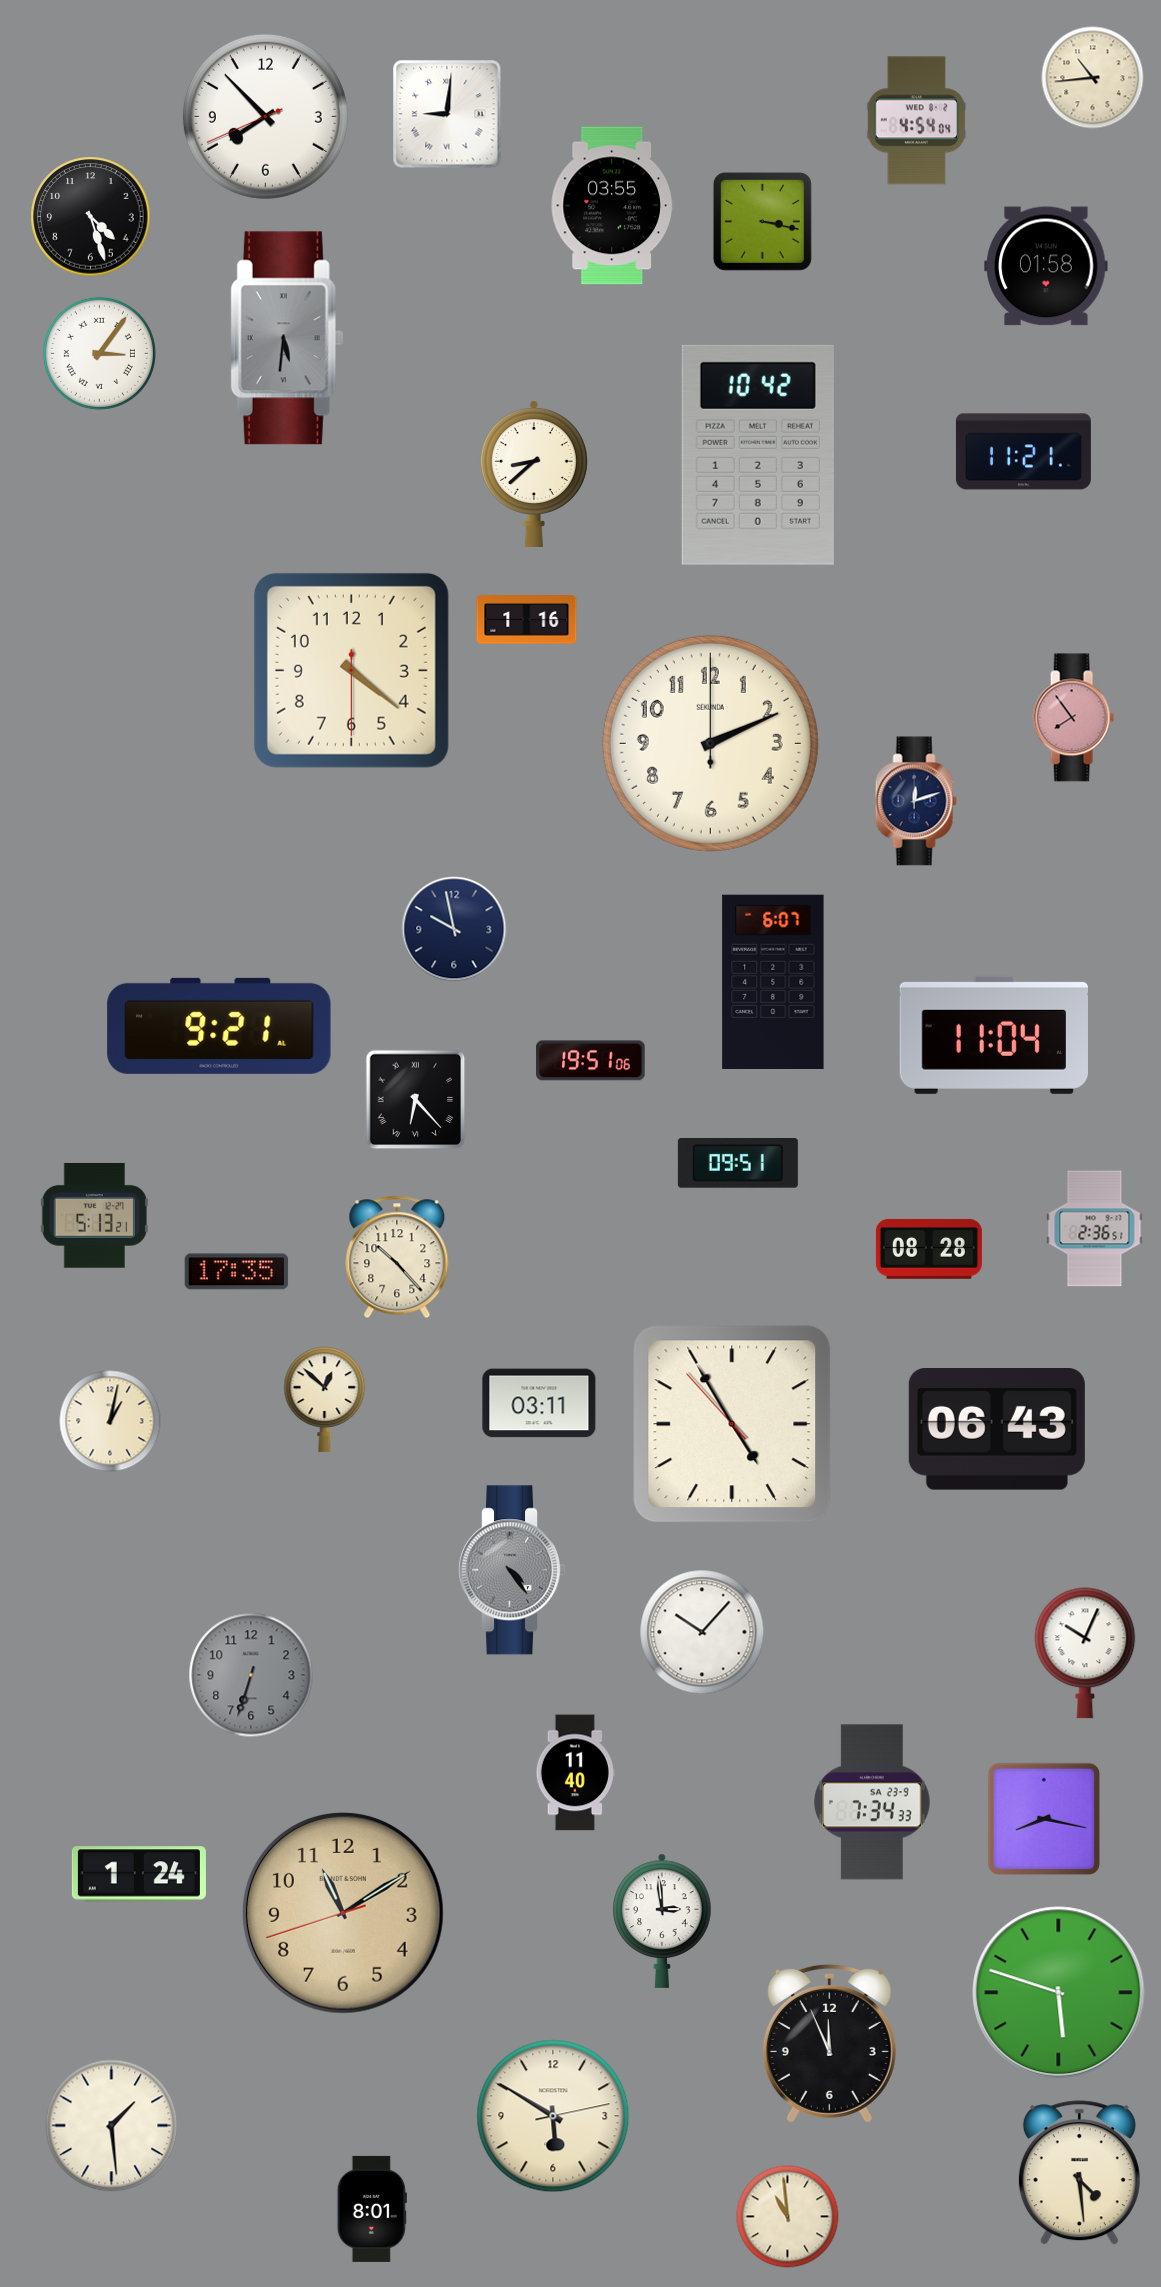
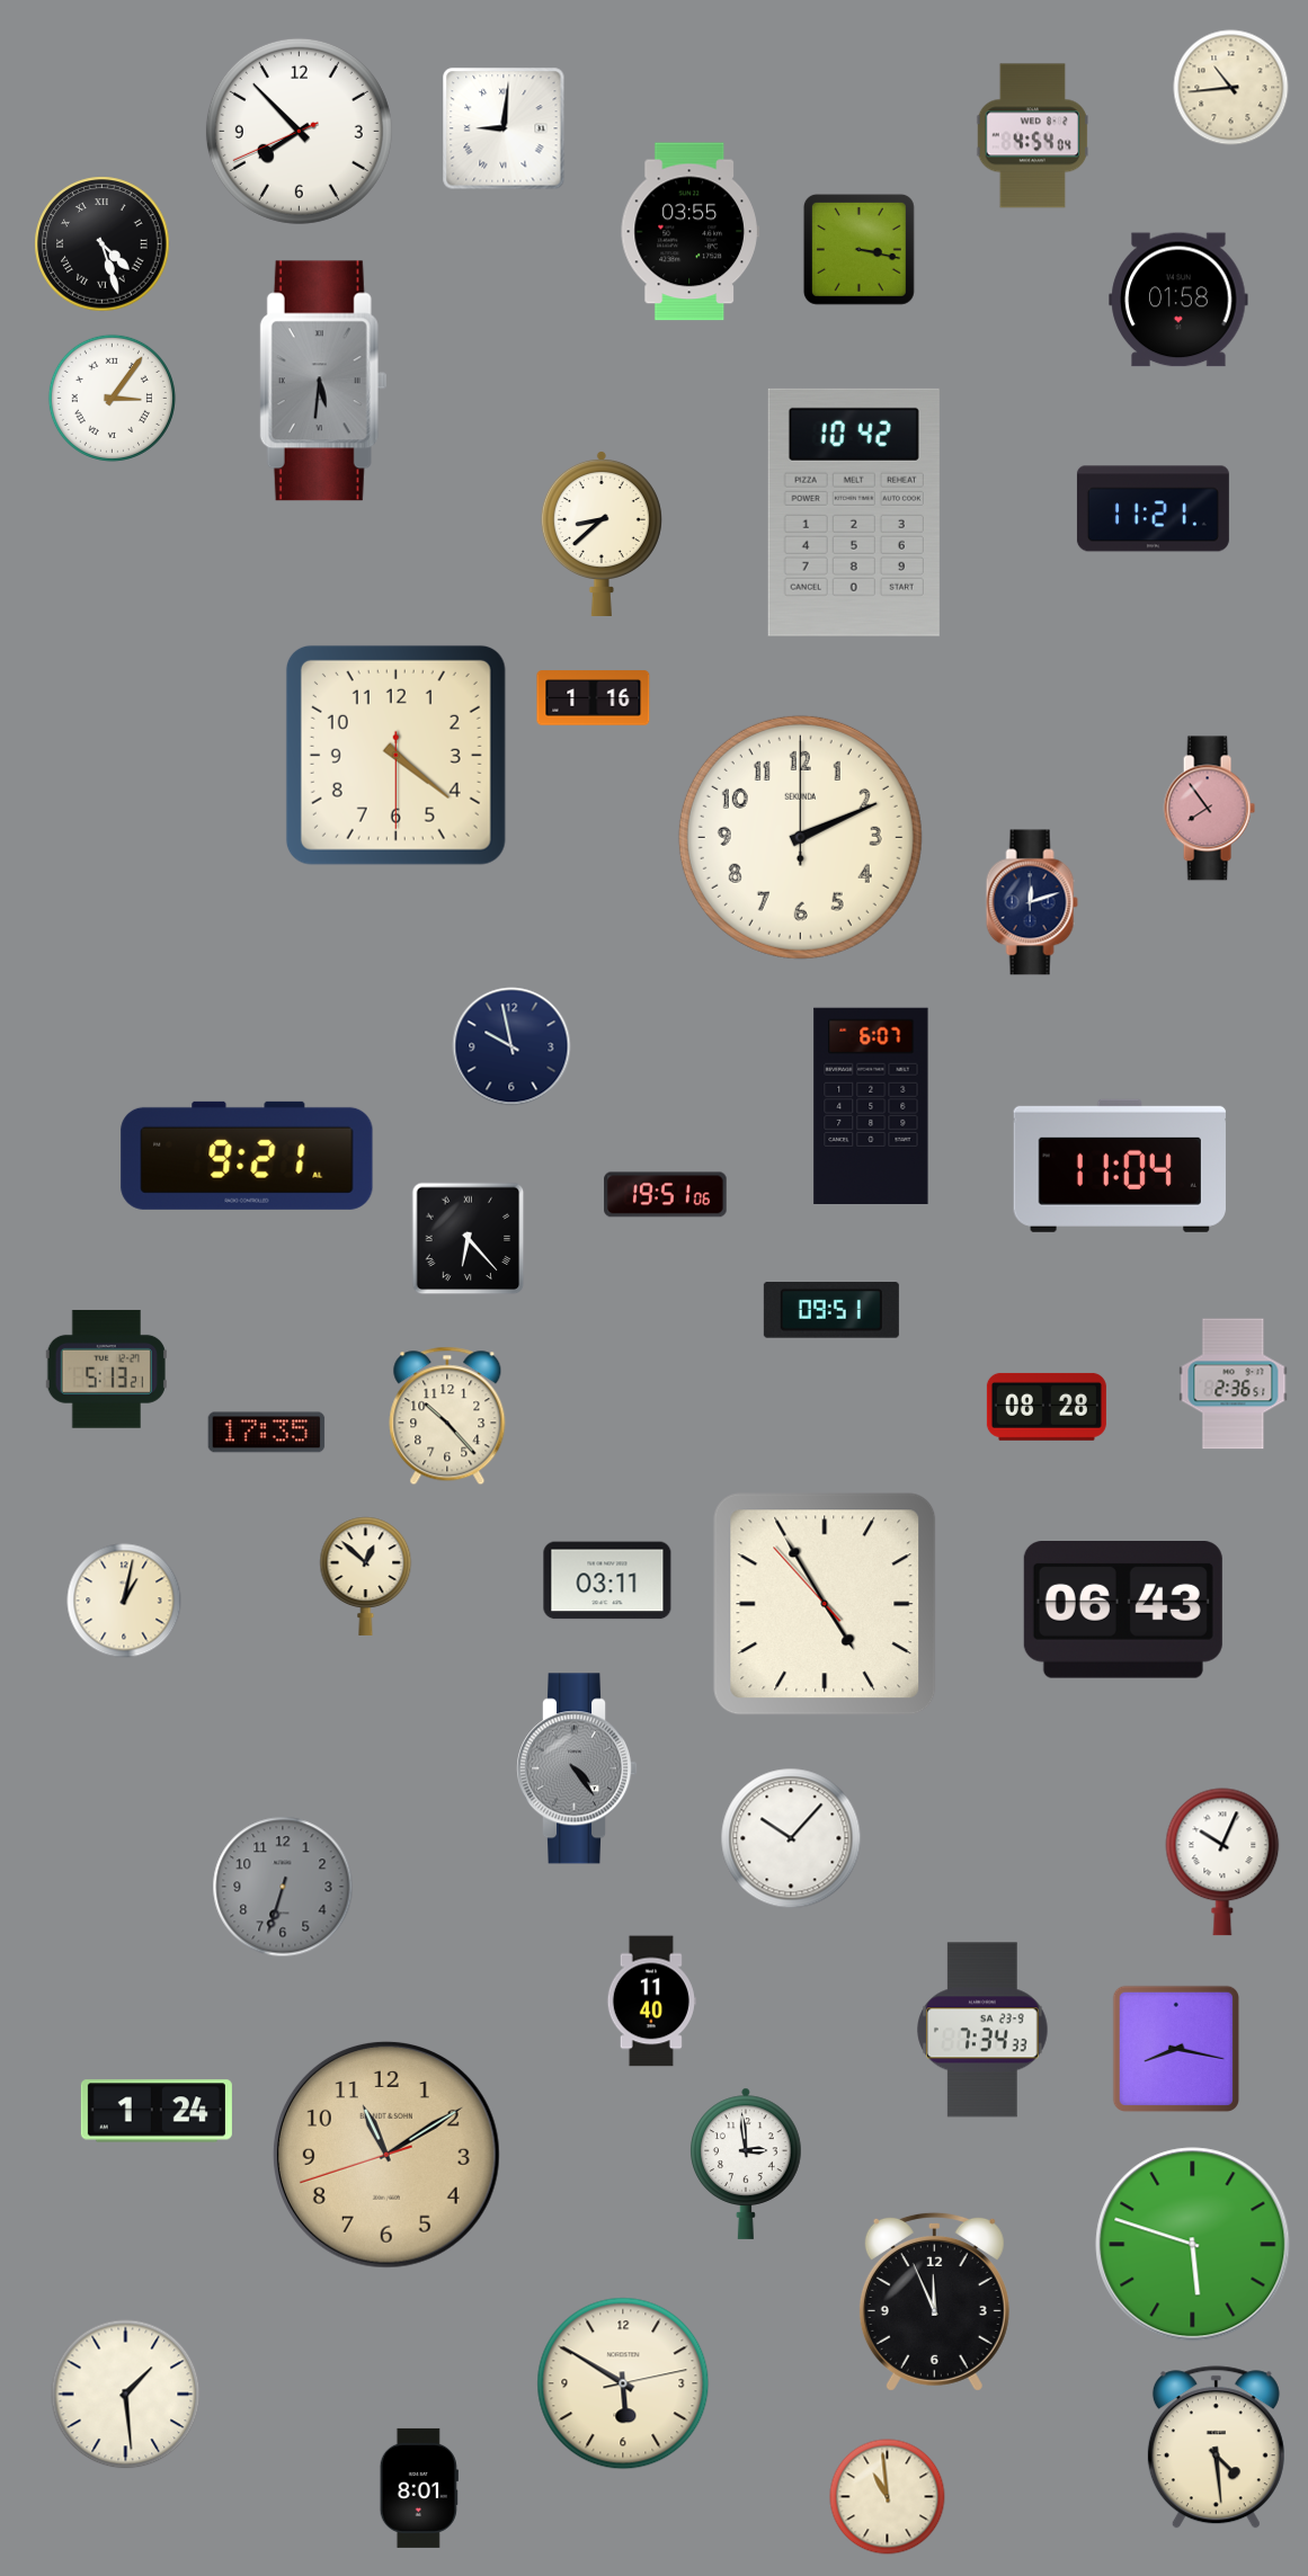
clock at (91, 217) numerals: Arabic -> Roman
clock at (575, 1773) position: (575, 1773) -> (651, 2002)
